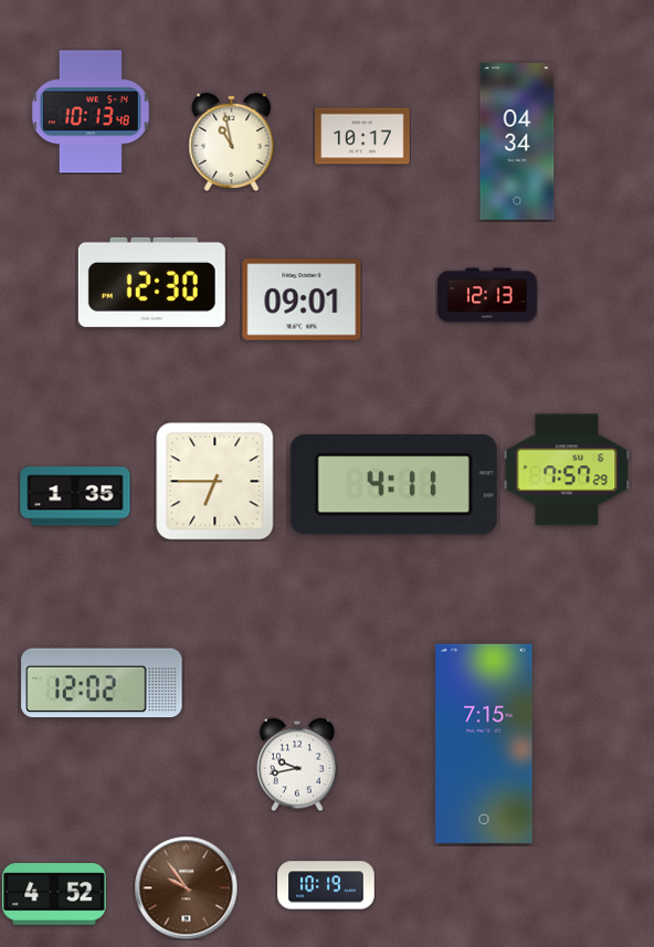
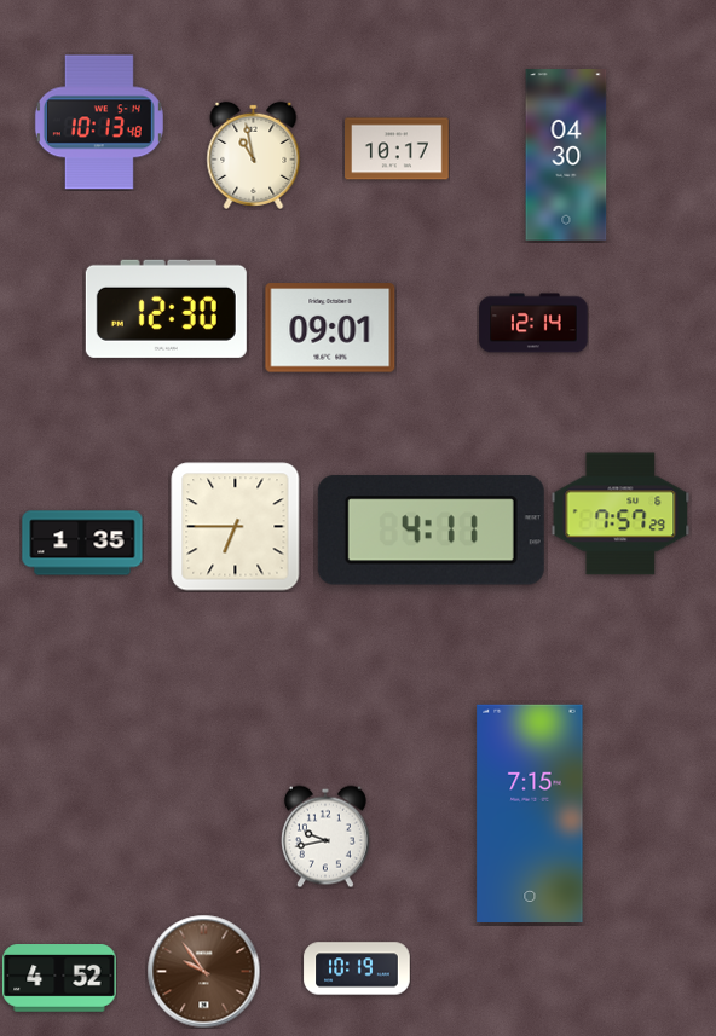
clock at (517, 141): 04:34 -> 04:30
clock at (487, 295): 12:13 -> 12:14
clock at (102, 683): 12:02 -> none
